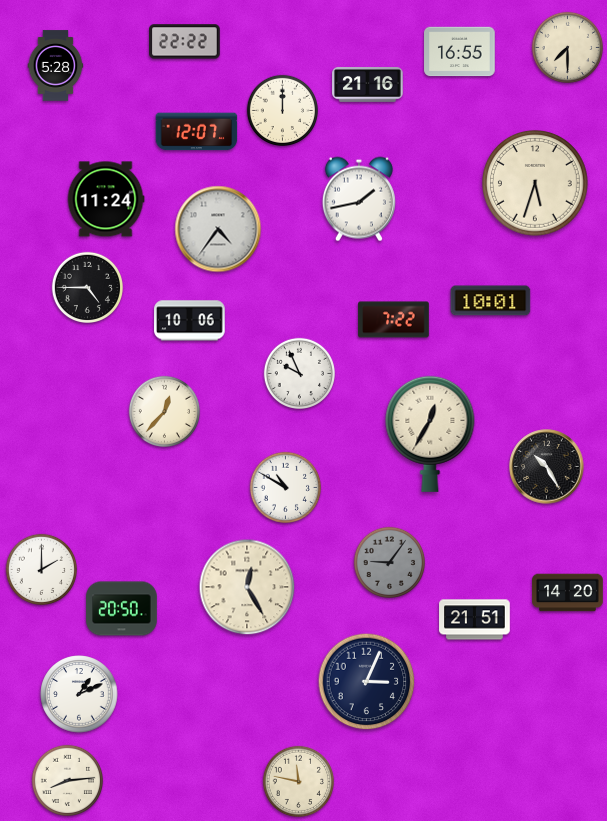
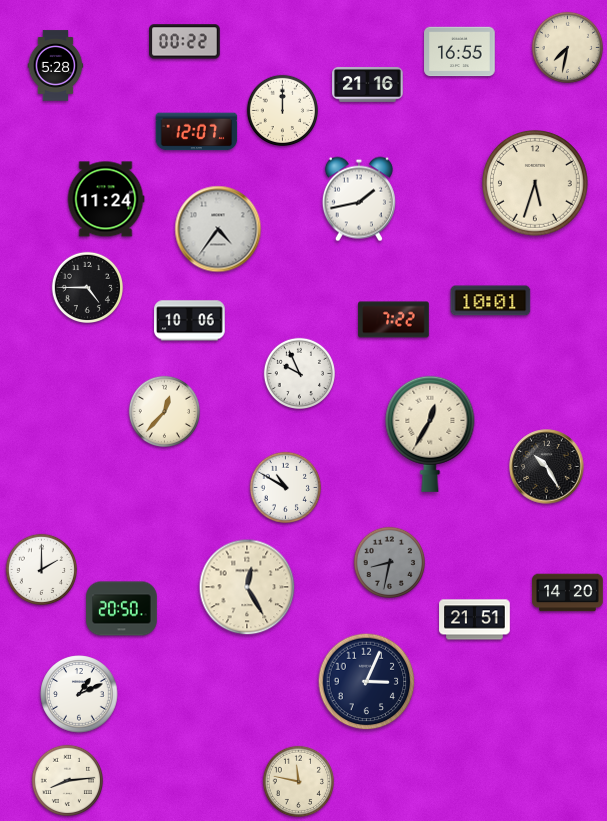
clock at (185, 42): 22:22 -> 00:22
clock at (567, 47): 7:30 -> 7:32
clock at (389, 562): 9:06 -> 8:32
